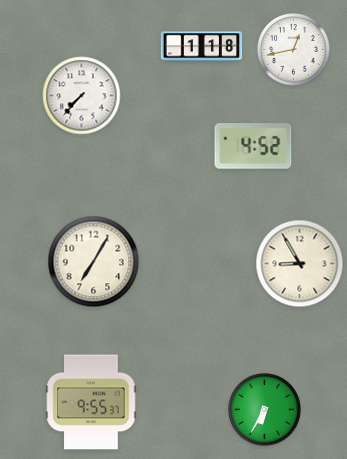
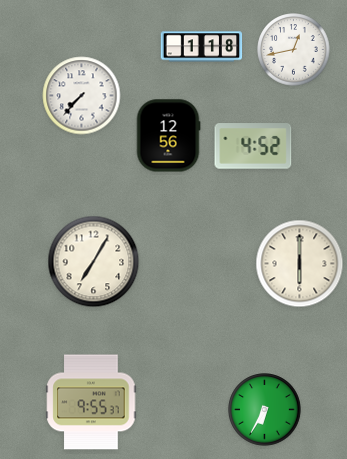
clock at (168, 136): none -> 12:56
clock at (300, 264): 8:55 -> 6:00
